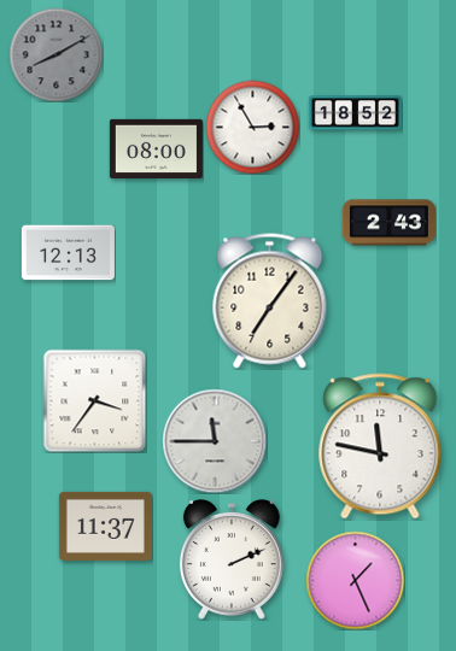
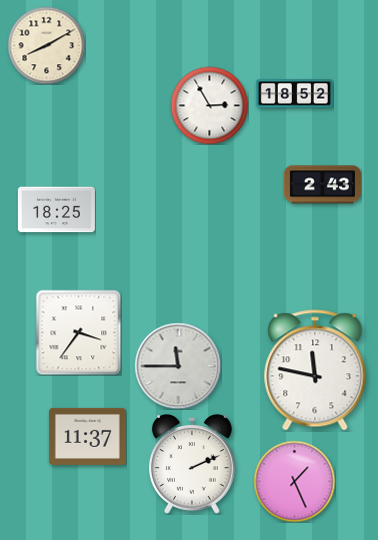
clock at (55, 54) dial: grey -> cream
clock at (156, 148): 08:00 -> none
clock at (68, 253): 12:13 -> 18:25
clock at (270, 301): 7:06 -> none
